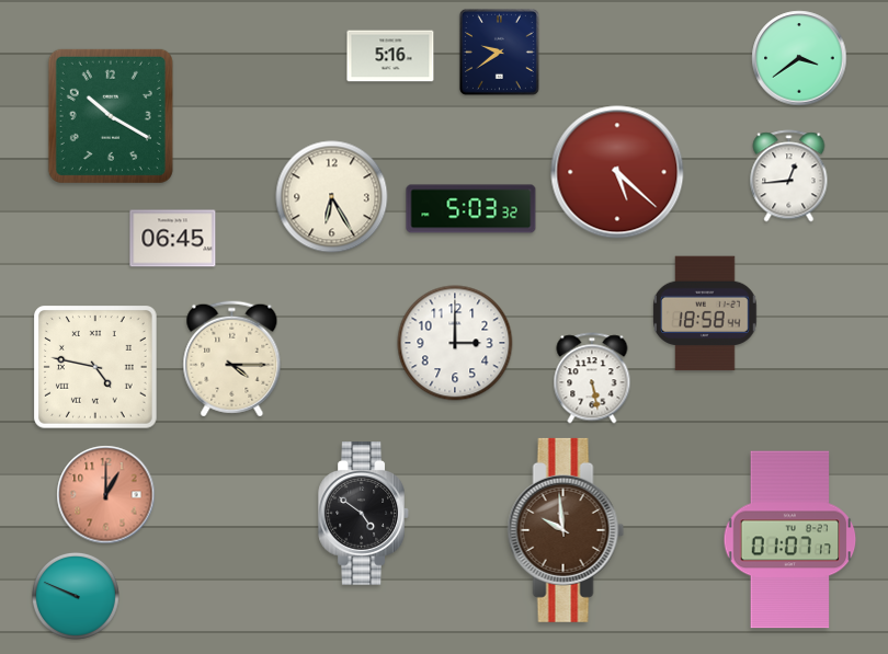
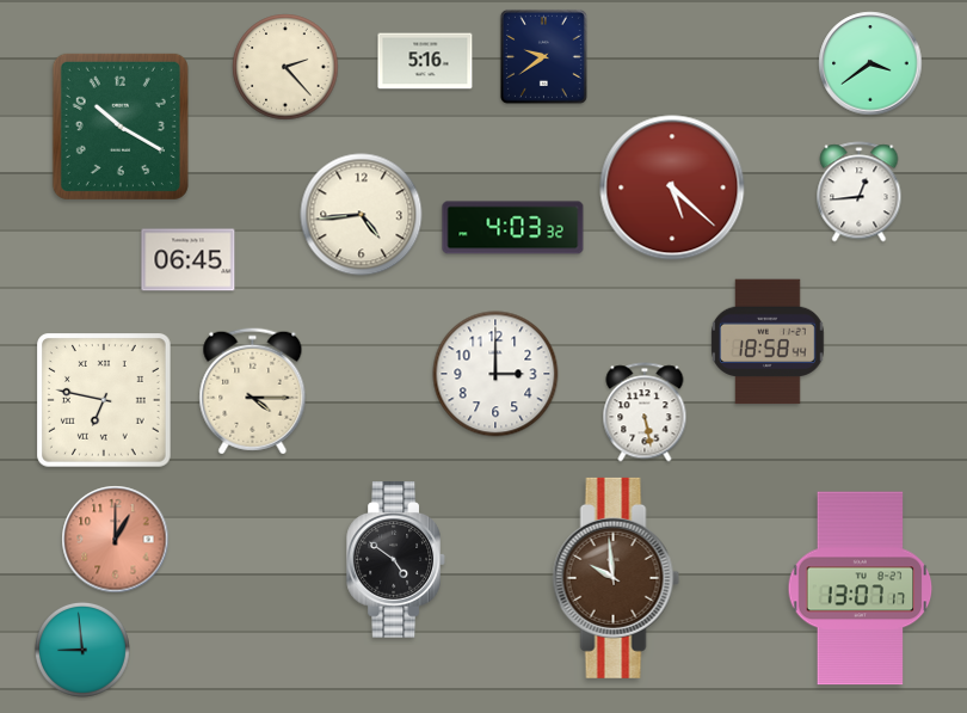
clock at (285, 67): none -> 2:23
clock at (332, 197): 6:25 -> 4:44
clock at (471, 209): 5:03 -> 4:03
clock at (96, 368): 4:47 -> 6:47
clock at (790, 540): 01:07 -> 13:07
clock at (76, 596): 9:49 -> 8:59
